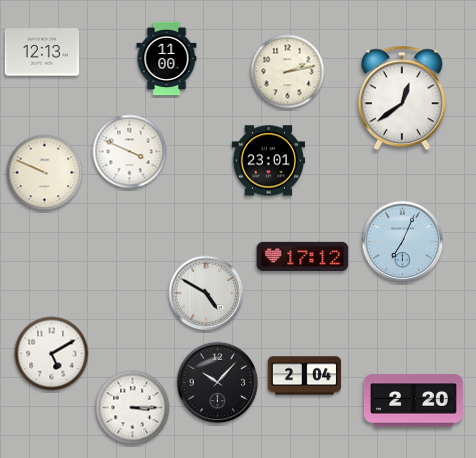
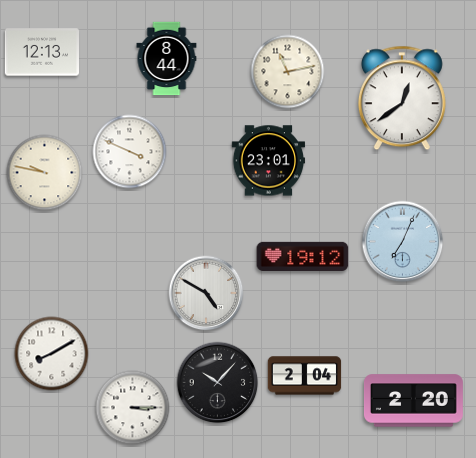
clock at (167, 59): 11:00 -> 8:44
clock at (288, 72): 2:13 -> 11:13
clock at (45, 173): 9:49 -> 9:47
clock at (303, 256): 17:12 -> 19:12
clock at (52, 354): 5:10 -> 8:10
